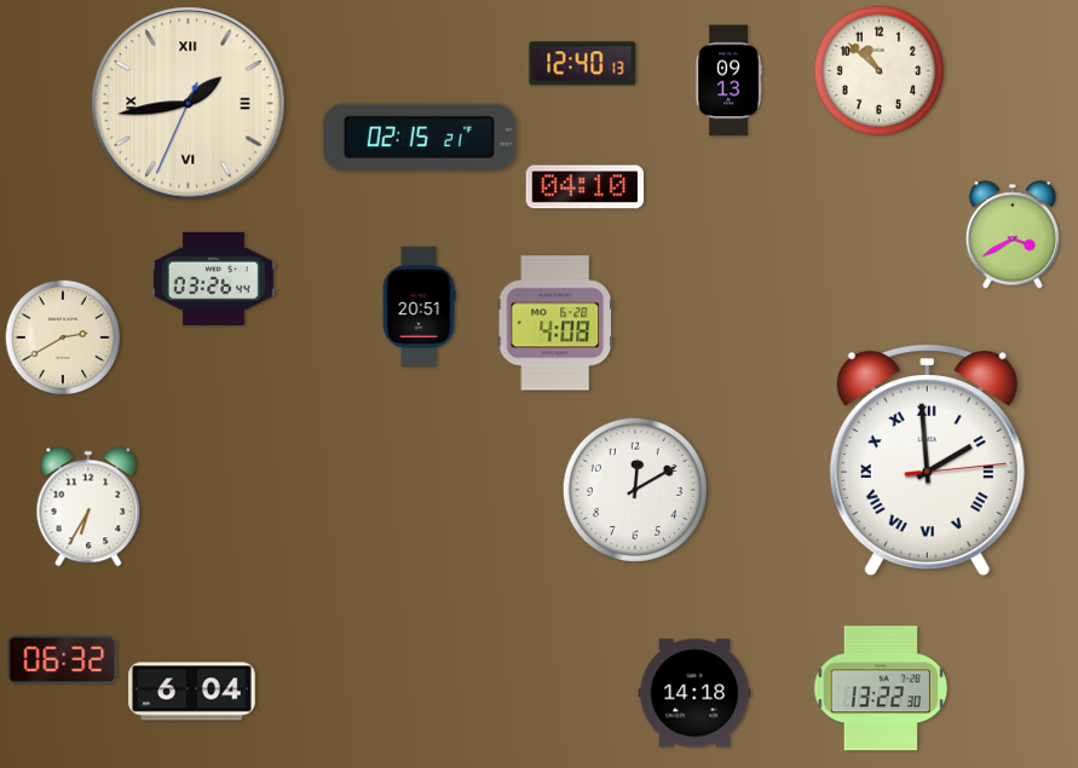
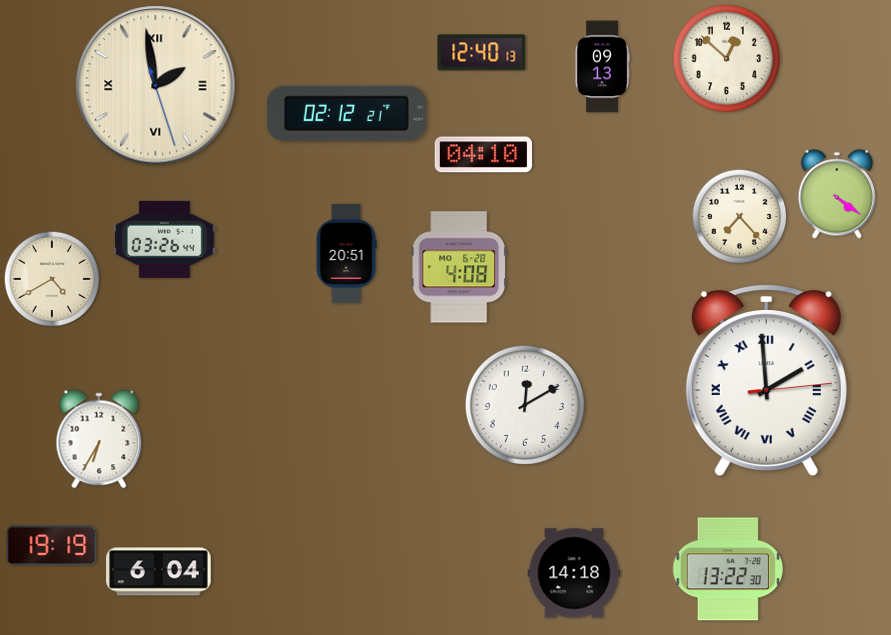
clock at (878, 70): 10:52 -> 12:52
clock at (189, 104): 1:43 -> 1:58
clock at (419, 137): 02:15 -> 02:12
clock at (1011, 235): 3:40 -> 4:21
clock at (740, 217): none -> 7:23
clock at (213, 278) position: (213, 278) -> (164, 239)
clock at (63, 337): 2:40 -> 4:40
clock at (88, 507) position: (88, 507) -> (99, 439)
clock at (63, 660): 06:32 -> 19:19
